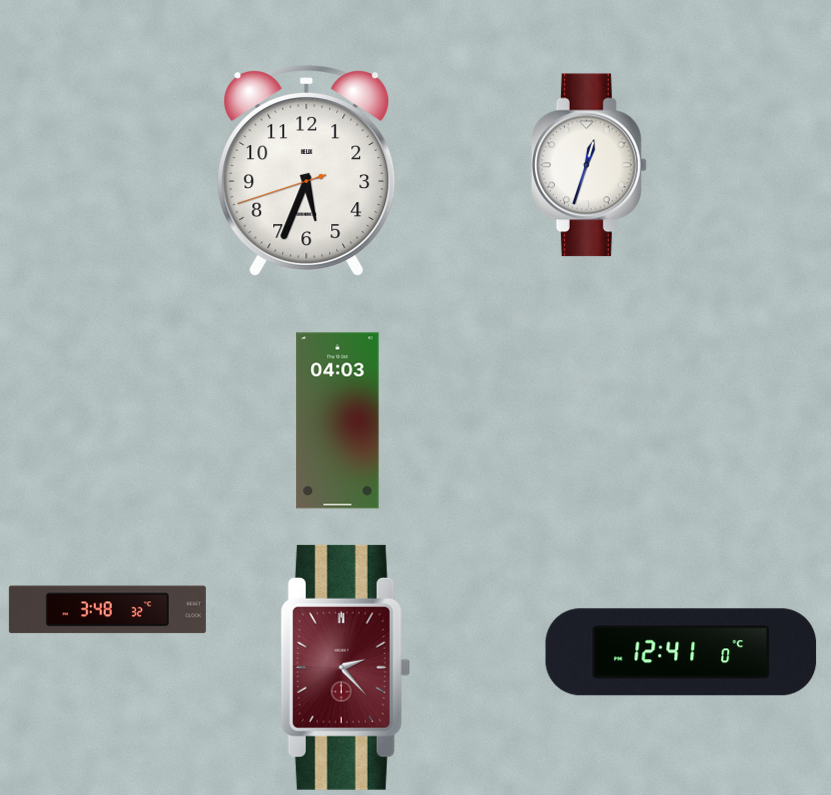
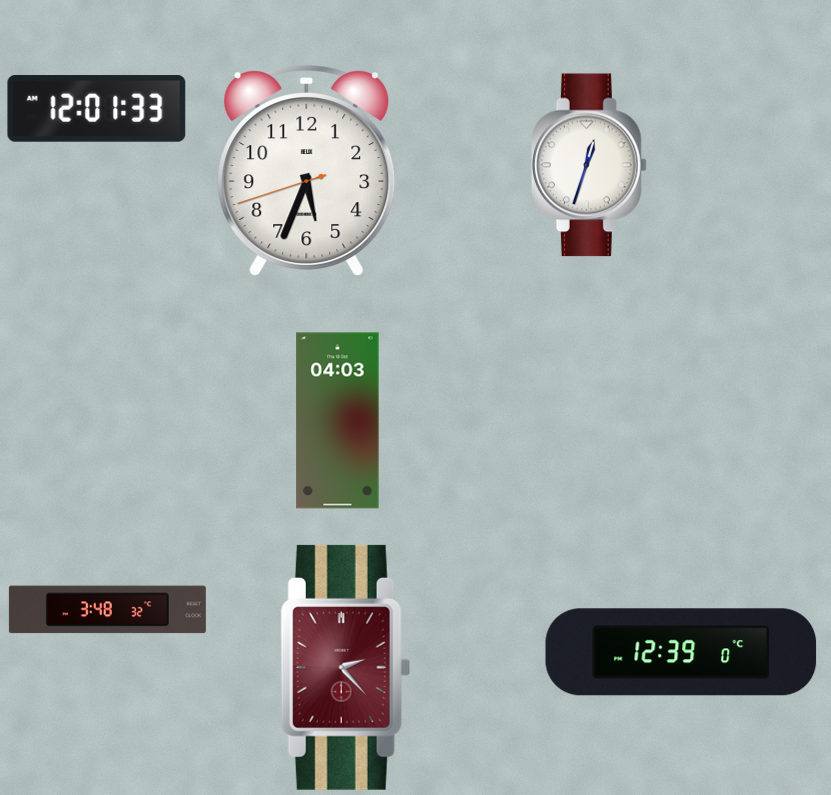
clock at (97, 109): none -> 12:01
clock at (681, 652): 12:41 -> 12:39
